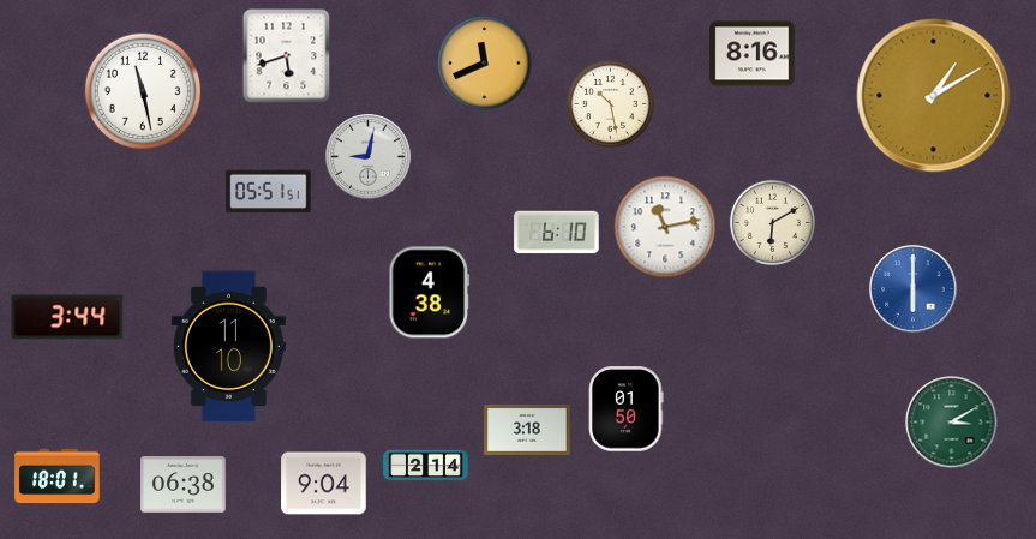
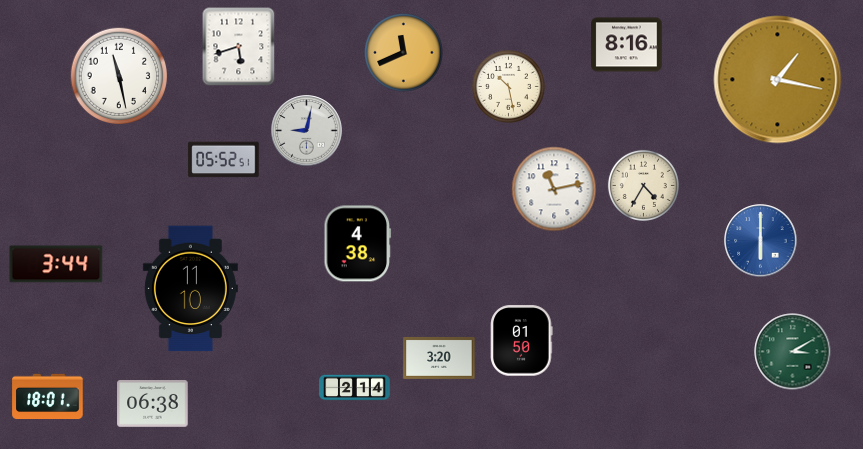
clock at (934, 96): 1:10 -> 1:17
clock at (269, 192): 05:51 -> 05:52
clock at (772, 222): 6:10 -> 4:35
clock at (557, 233): 6:10 -> none
clock at (527, 430): 3:18 -> 3:20
clock at (324, 484): 9:04 -> none
